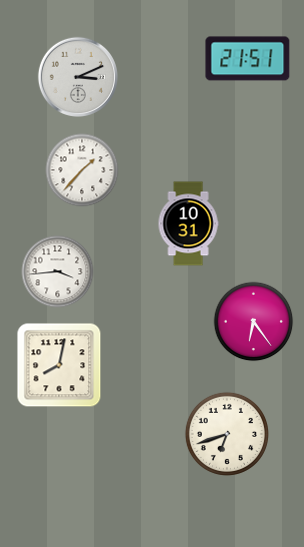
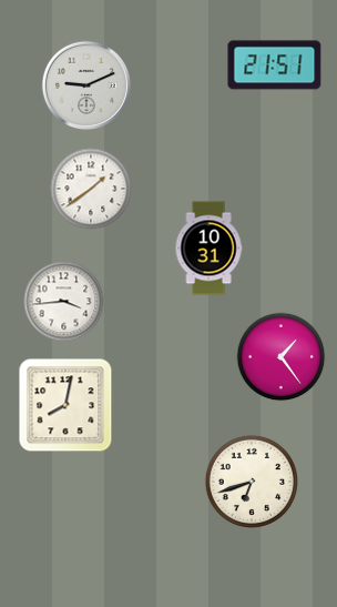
clock at (78, 77): 3:11 -> 9:11
clock at (82, 170): 1:37 -> 1:39
clock at (254, 322): 6:24 -> 1:24
